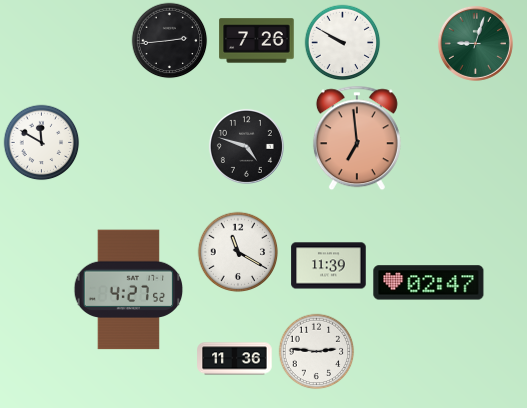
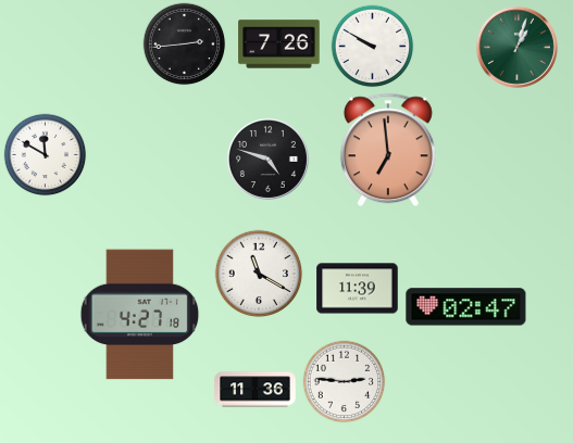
clock at (475, 43): 9:03 -> 1:03
clock at (129, 290): 4:27:52 -> 4:27:18
